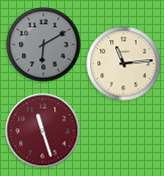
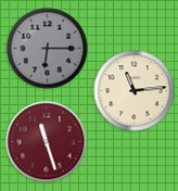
clock at (44, 45): 6:10 -> 6:15
clock at (124, 64) position: (124, 64) -> (135, 91)
